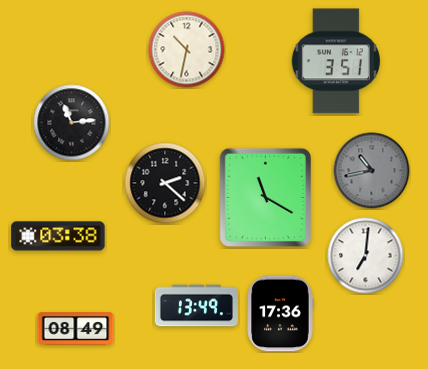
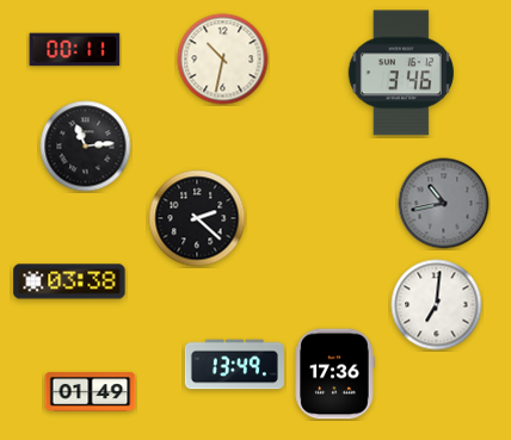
clock at (75, 50): none -> 00:11
clock at (336, 61): 3:51 -> 3:46
clock at (265, 197): 11:20 -> none
clock at (76, 329): 08:49 -> 01:49
